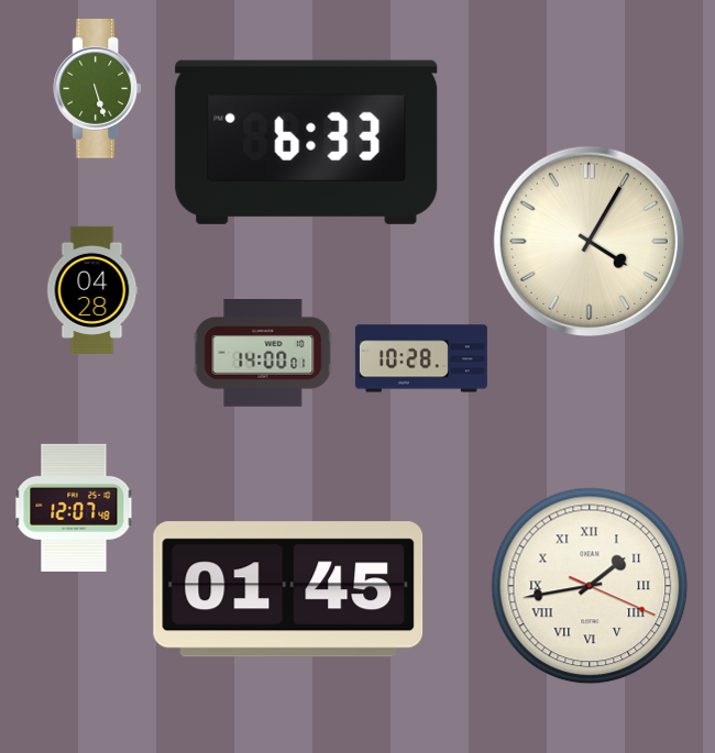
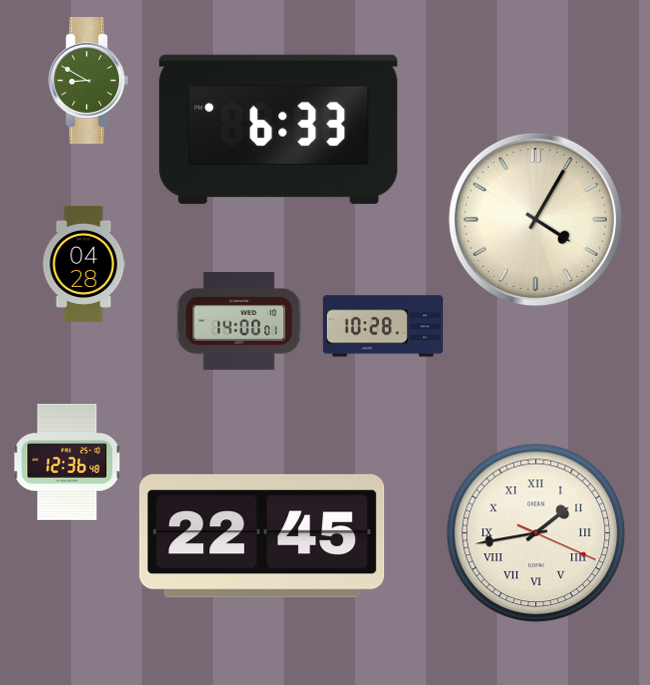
clock at (98, 89): 5:27 -> 8:50
clock at (74, 508): 12:07 -> 12:36
clock at (288, 589): 01:45 -> 22:45
